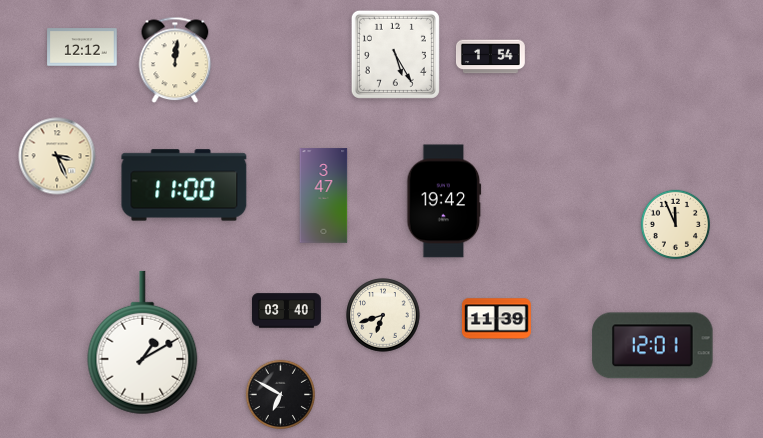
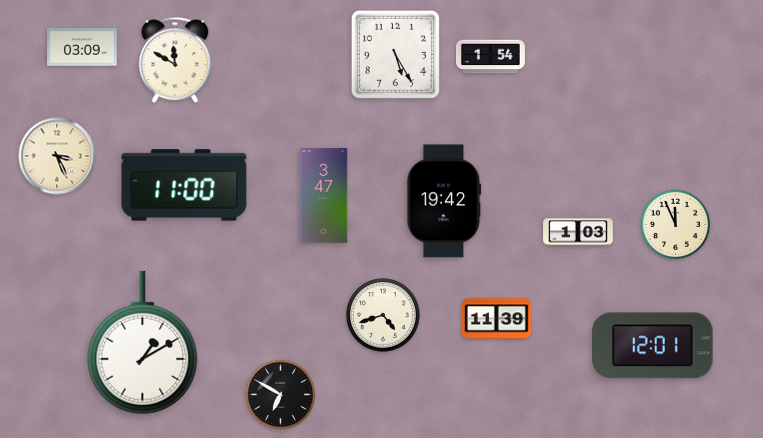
clock at (82, 47): 12:12 -> 03:09
clock at (175, 60): 12:01 -> 11:50
clock at (578, 232): none -> 1:03
clock at (287, 311): 03:40 -> none
clock at (383, 315): 6:42 -> 4:42
